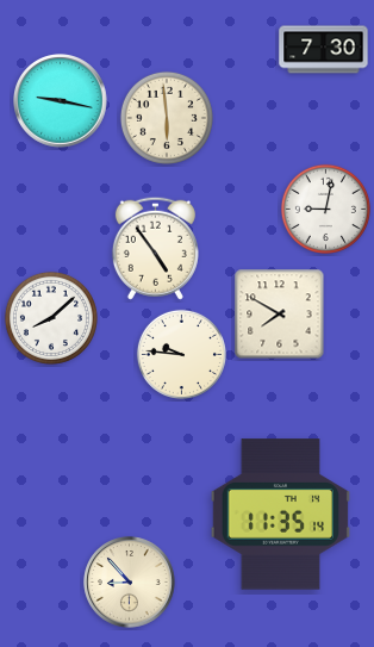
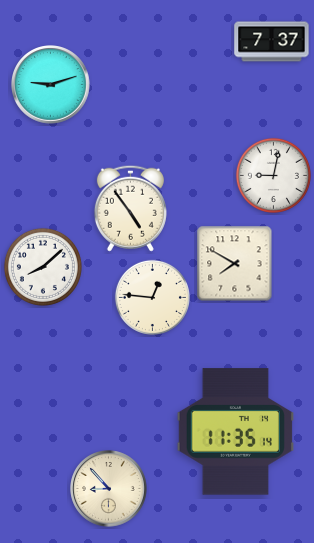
clock at (324, 50): 7:30 -> 7:37
clock at (61, 101): 9:17 -> 9:12
clock at (167, 118): 5:59 -> none
clock at (181, 354): 9:46 -> 12:46
